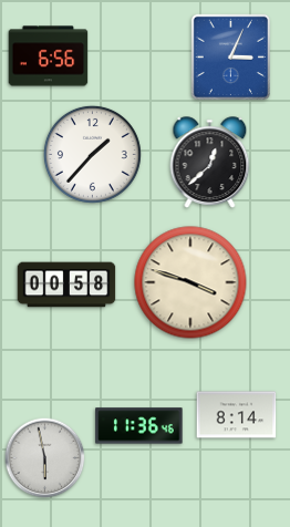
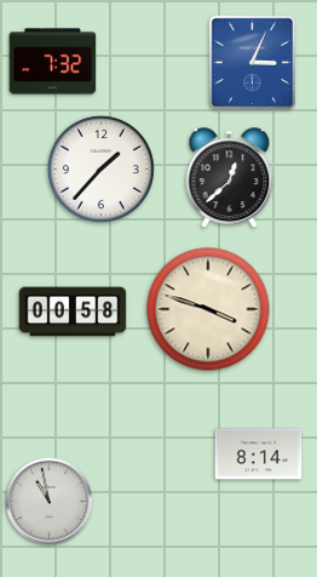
clock at (49, 56): 6:56 -> 7:32
clock at (139, 426): 11:36 -> none
clock at (45, 458): 5:58 -> 10:58
